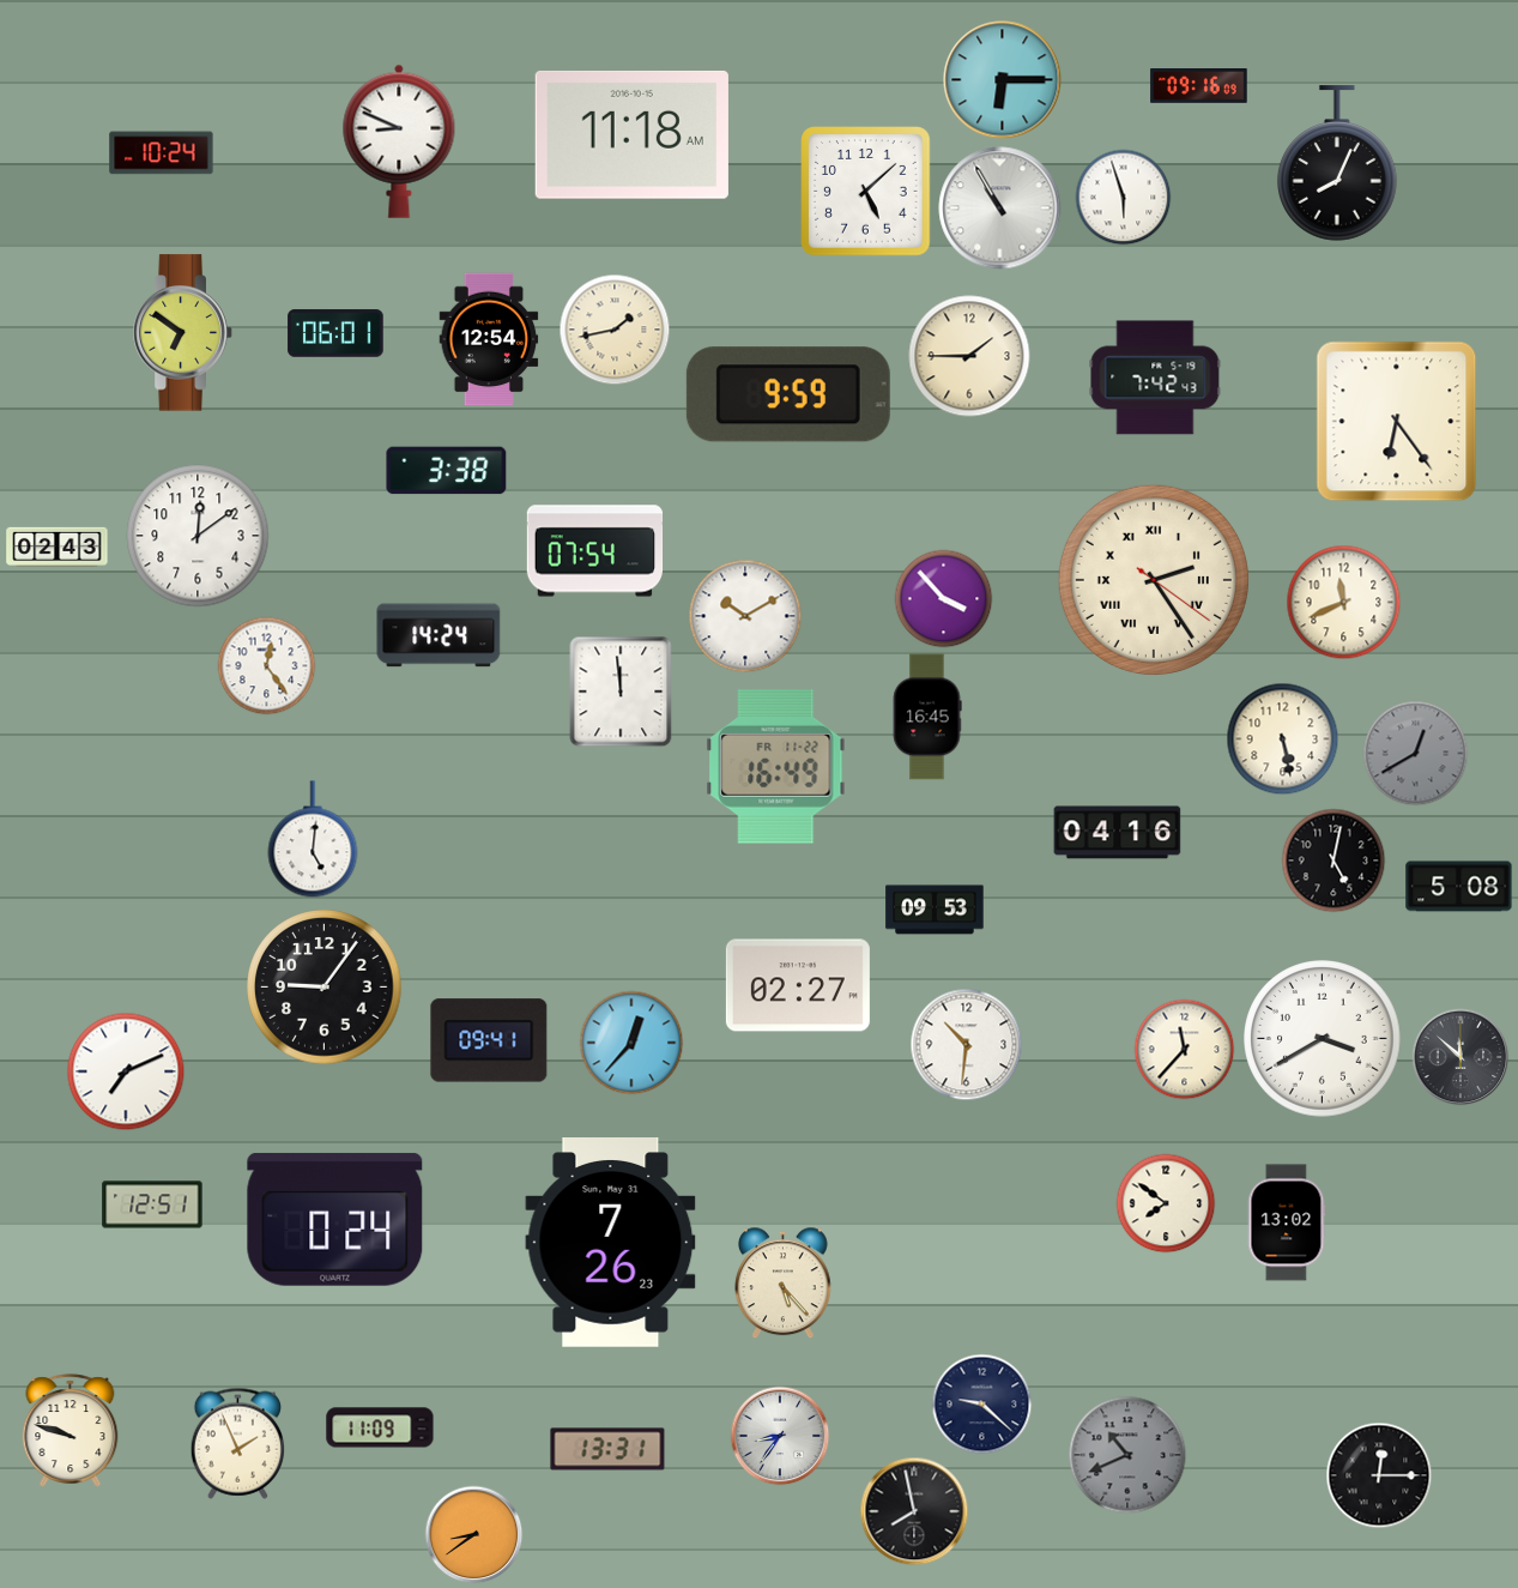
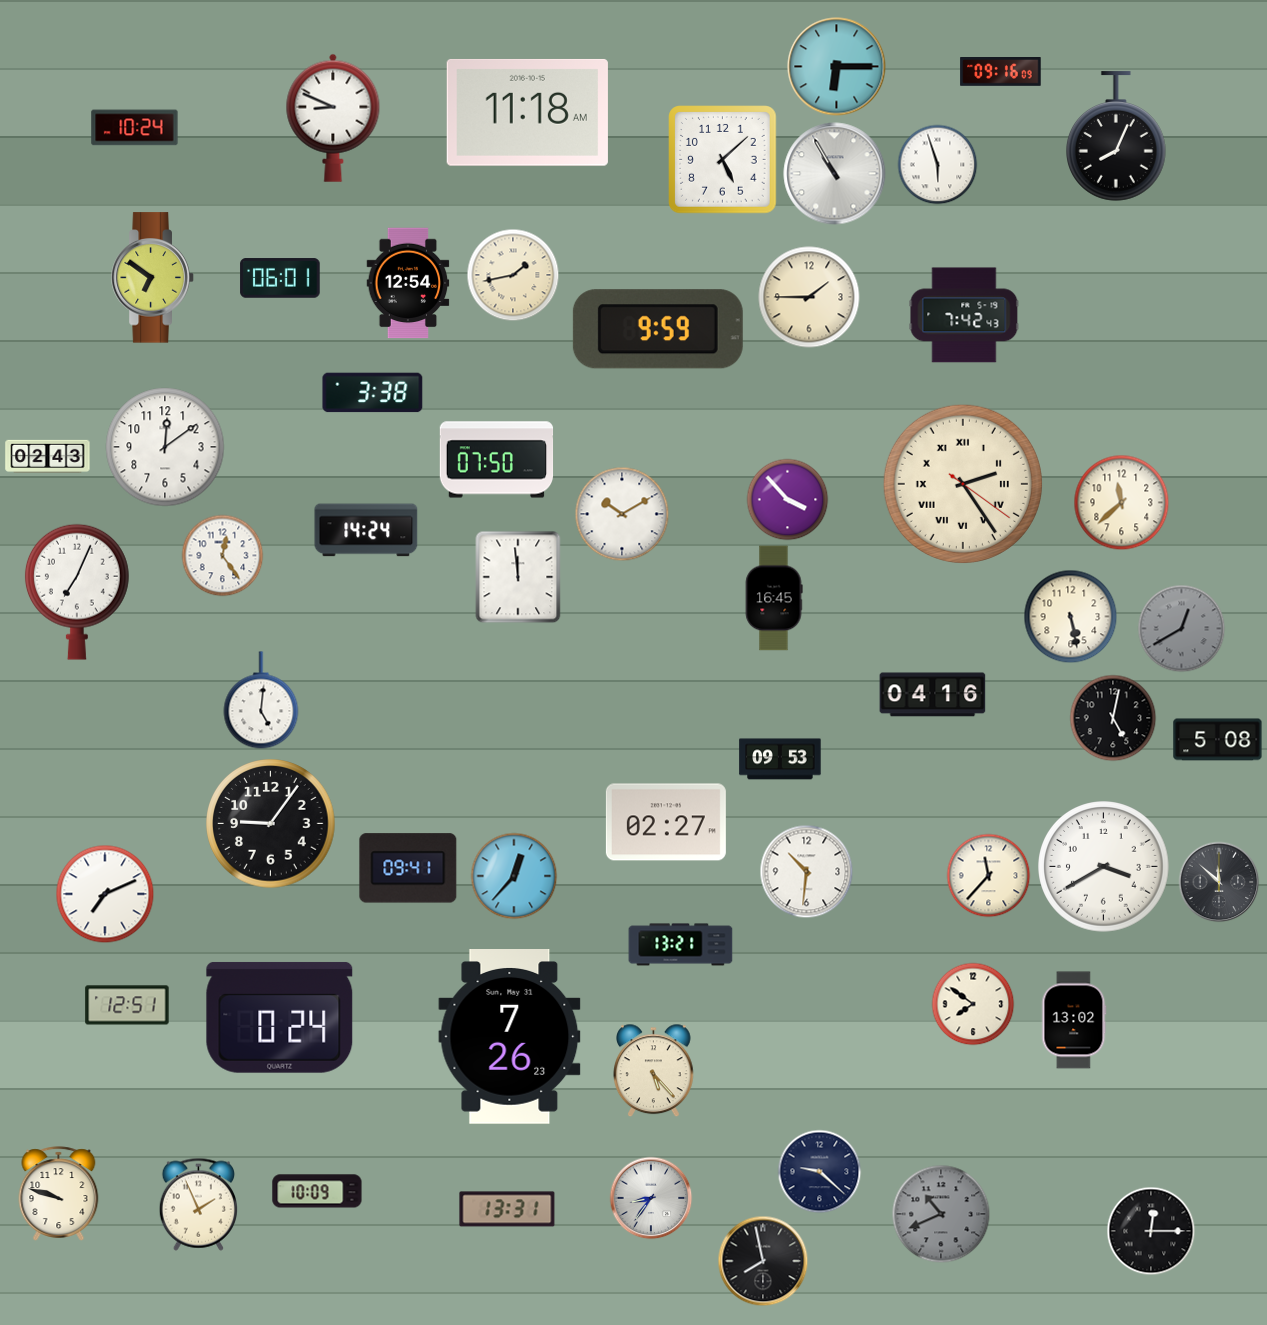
clock at (1397, 422): 6:24 -> none
clock at (595, 551): 07:54 -> 07:50
clock at (1343, 602): 11:41 -> 11:38
clock at (77, 592): none -> 7:04
clock at (776, 767): 16:49 -> none
clock at (631, 1043) position: (631, 1043) -> (514, 876)
clock at (681, 945): none -> 13:21
clock at (380, 1427): 11:09 -> 10:09
clock at (473, 1534): 8:39 -> none
